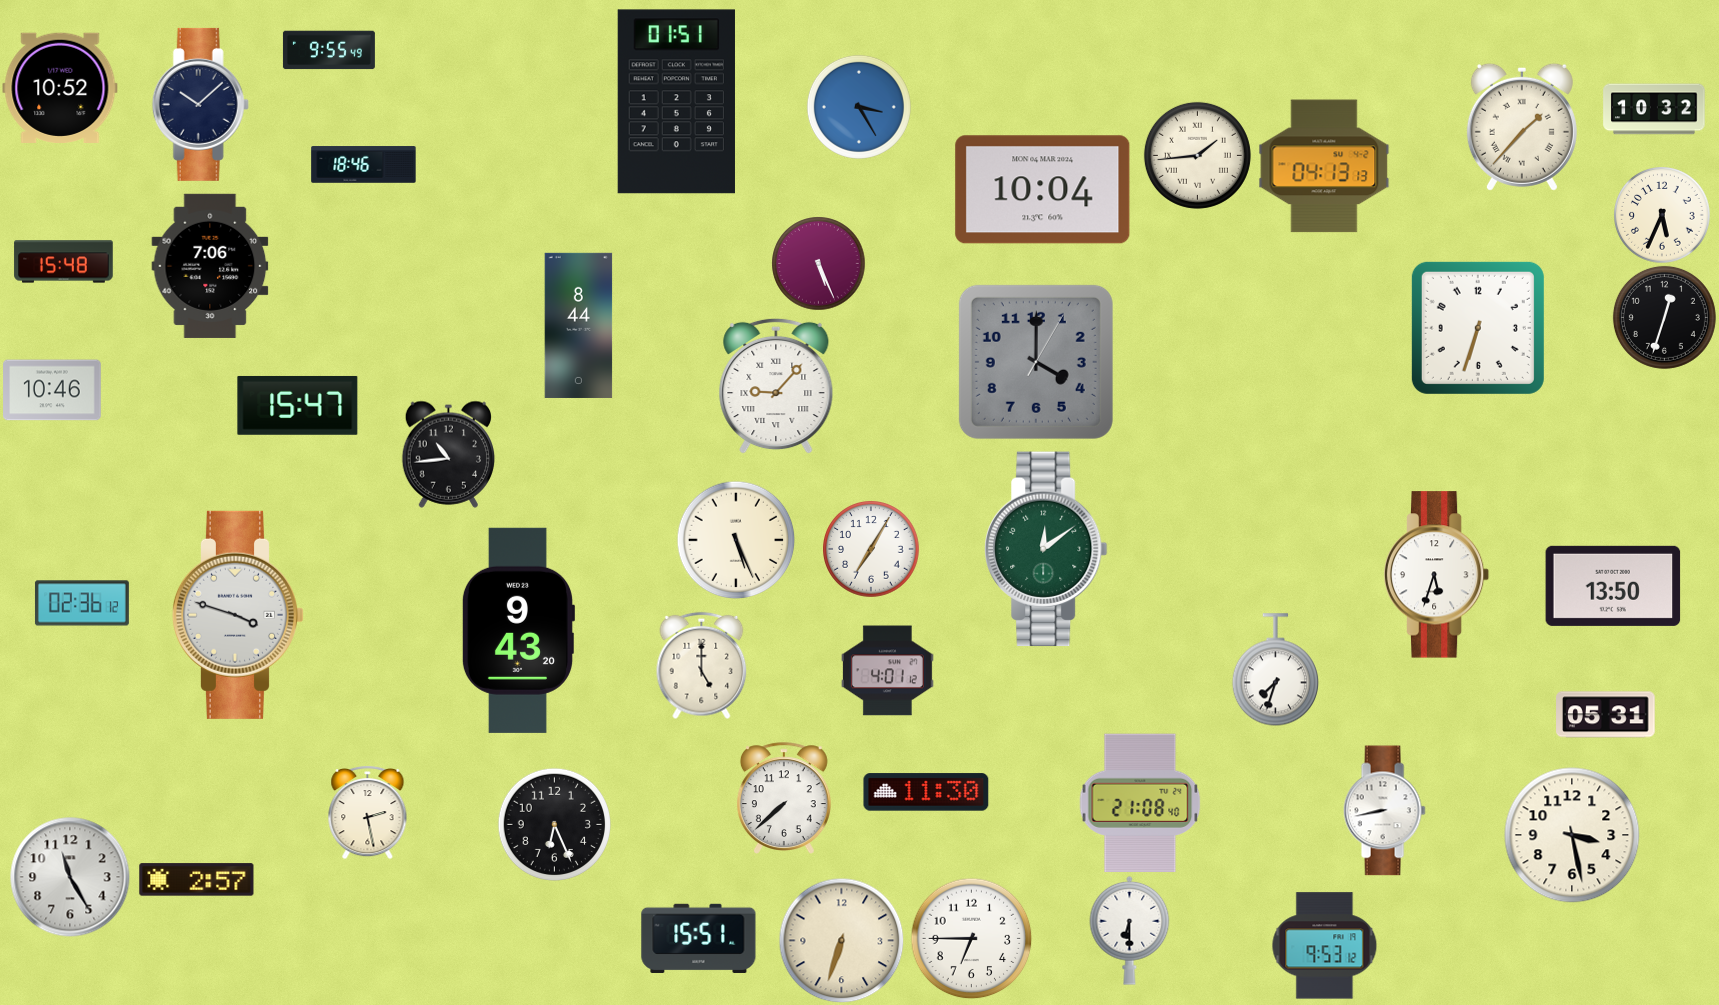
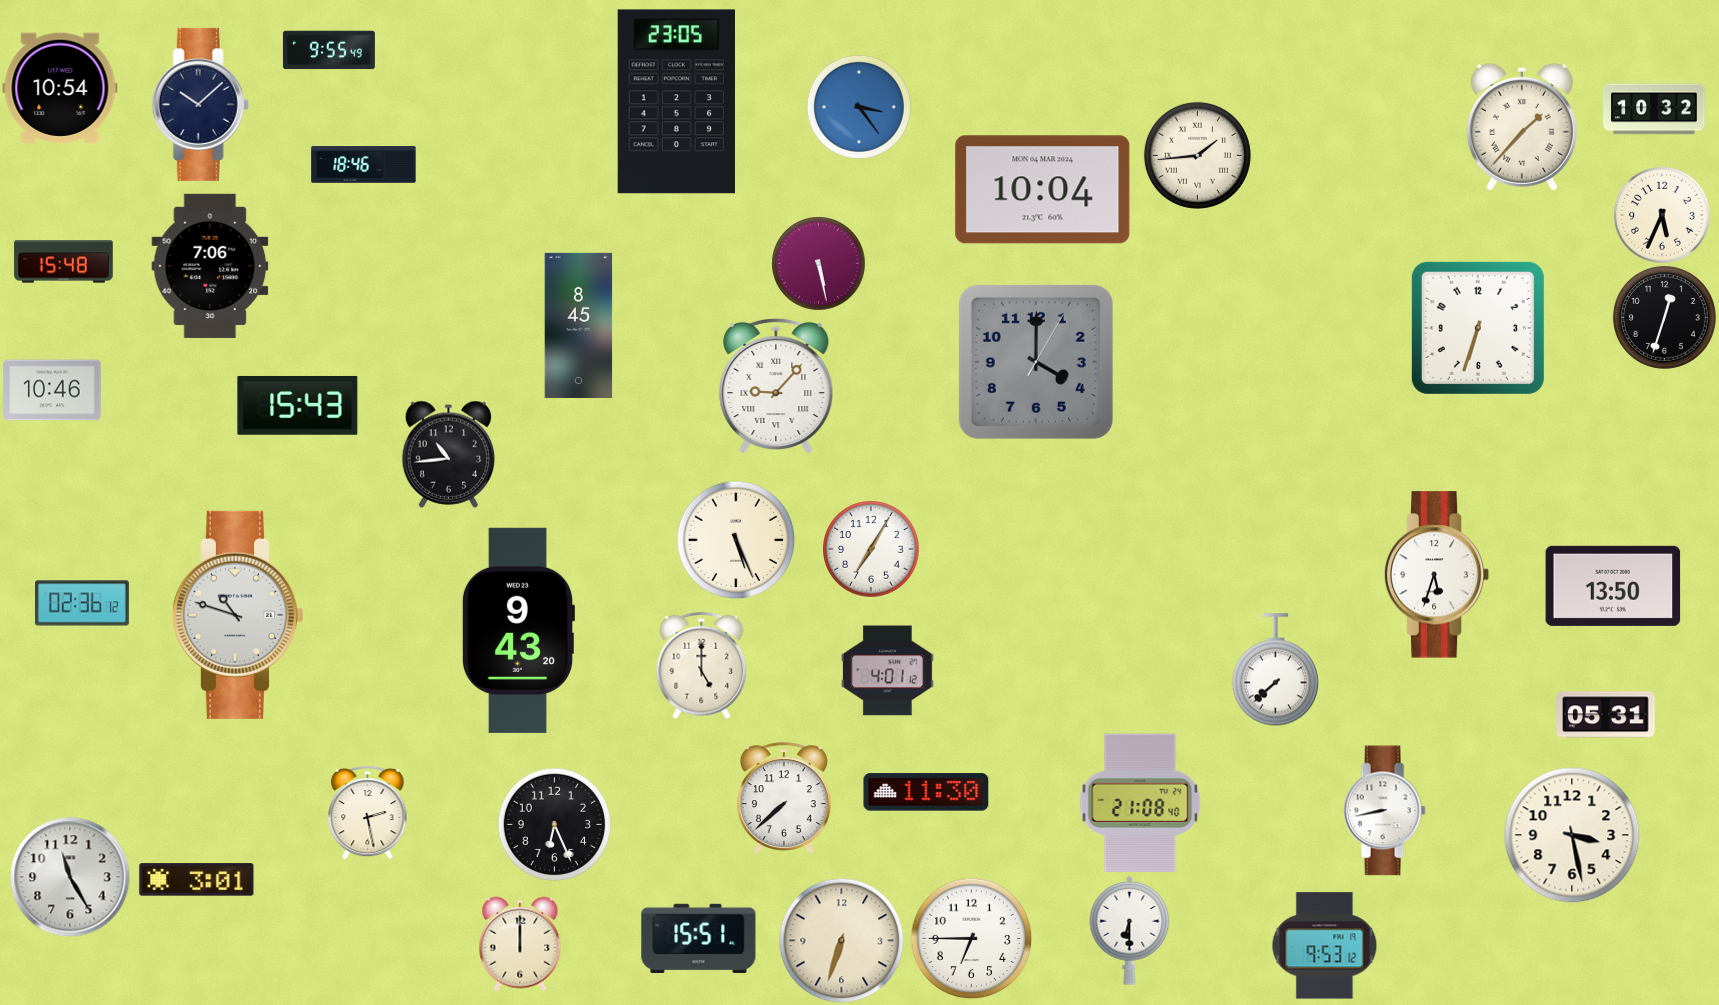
clock at (60, 88): 10:52 -> 10:54
clock at (676, 102): 01:51 -> 23:05
clock at (859, 107): 3:25 -> 3:24
clock at (1324, 166): 04:13 -> none
clock at (818, 263): 5:26 -> 5:28
clock at (579, 325): 8:44 -> 8:45
clock at (298, 405): 15:47 -> 15:43
clock at (1047, 549): 12:09 -> none
clock at (238, 615): 3:48 -> 10:48
clock at (1275, 670): 7:33 -> 7:38
clock at (197, 880): 2:57 -> 3:01
clock at (520, 944): none -> 12:00
